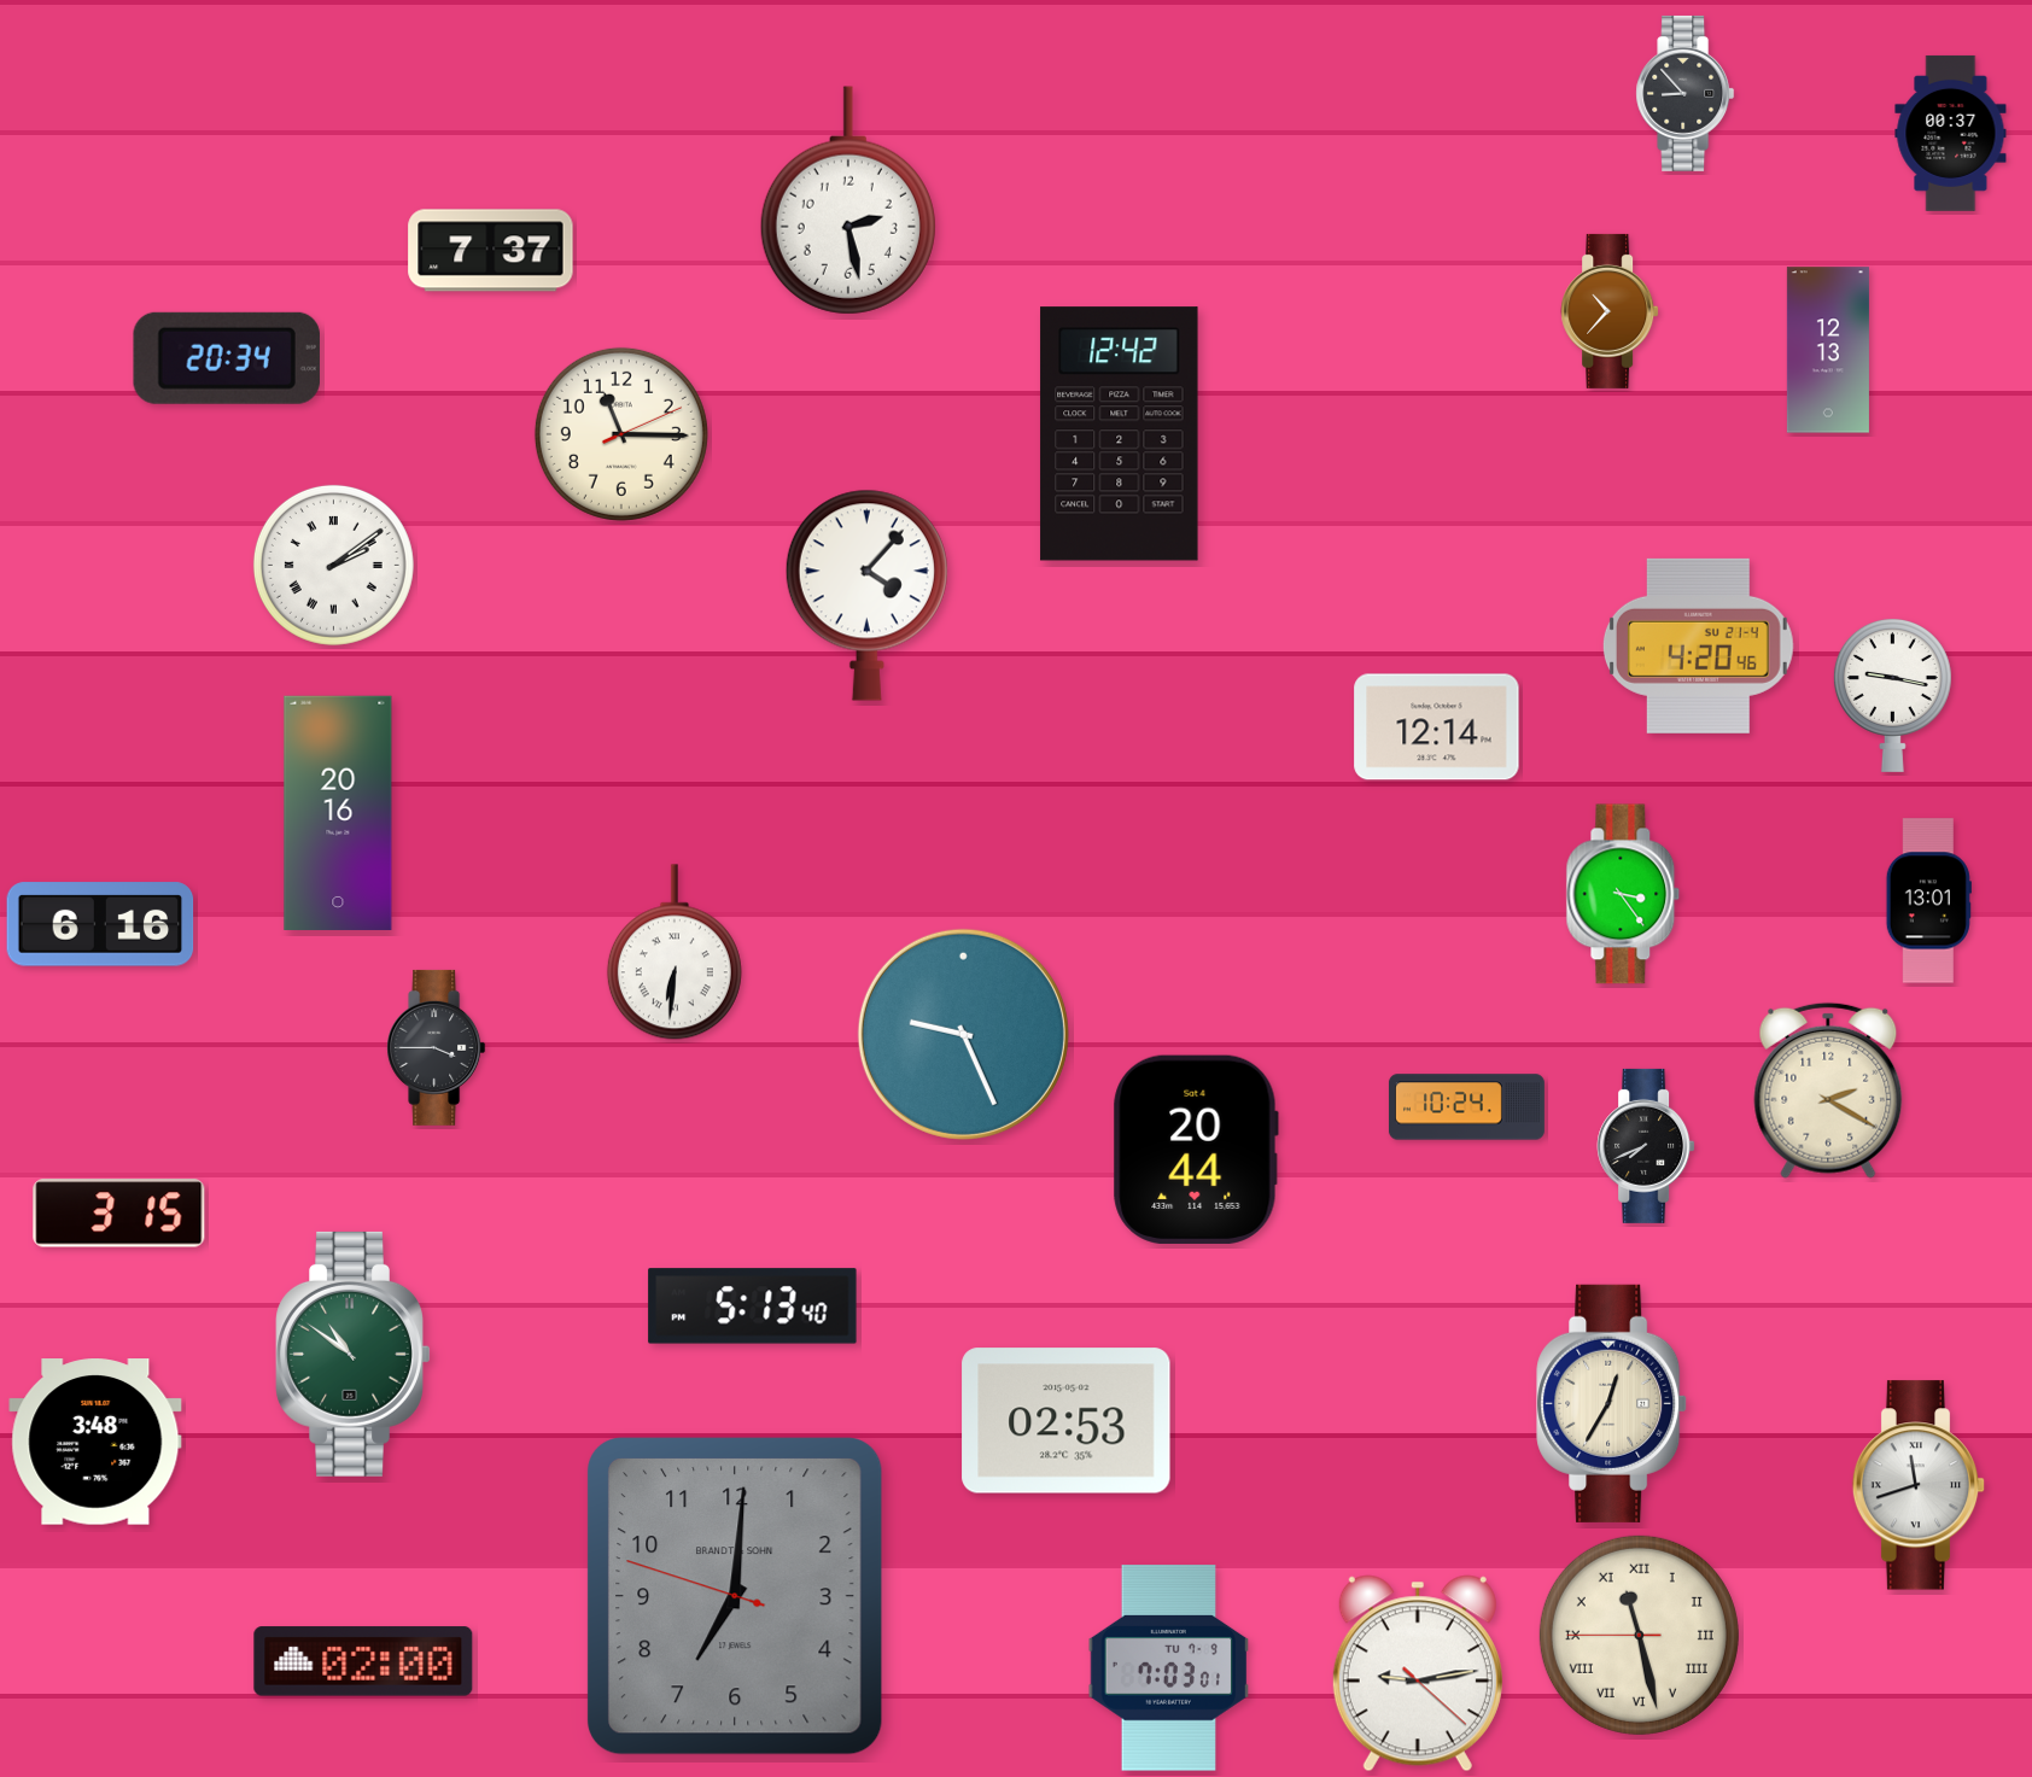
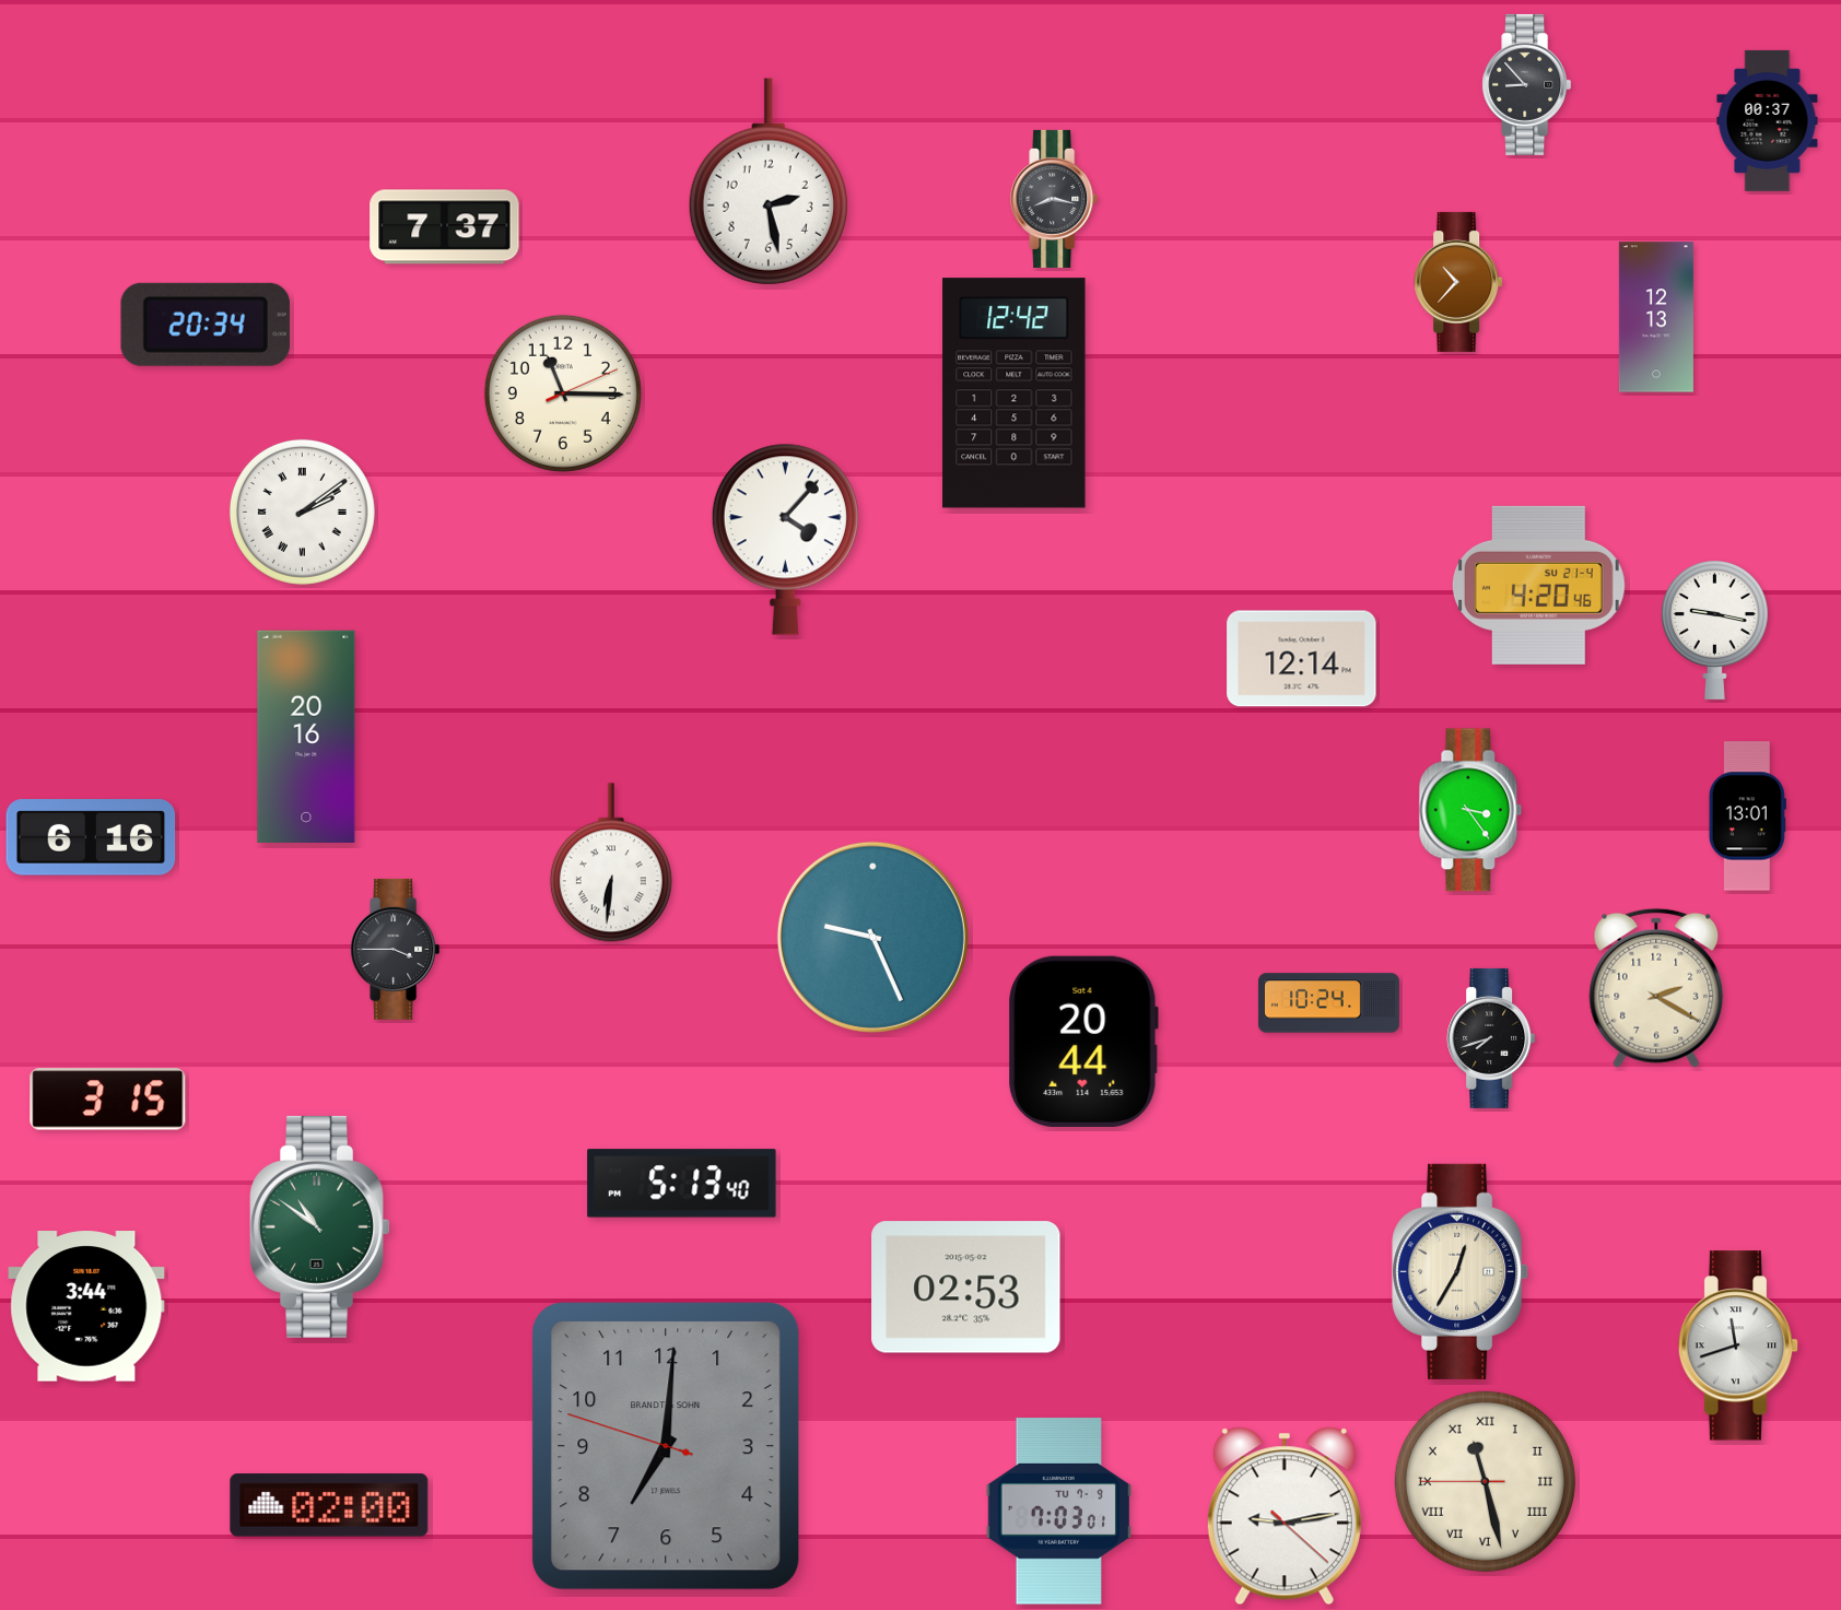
clock at (1055, 199): none -> 8:17
clock at (1646, 1146): 7:41 -> 7:42
clock at (95, 1442): 3:48 -> 3:44
